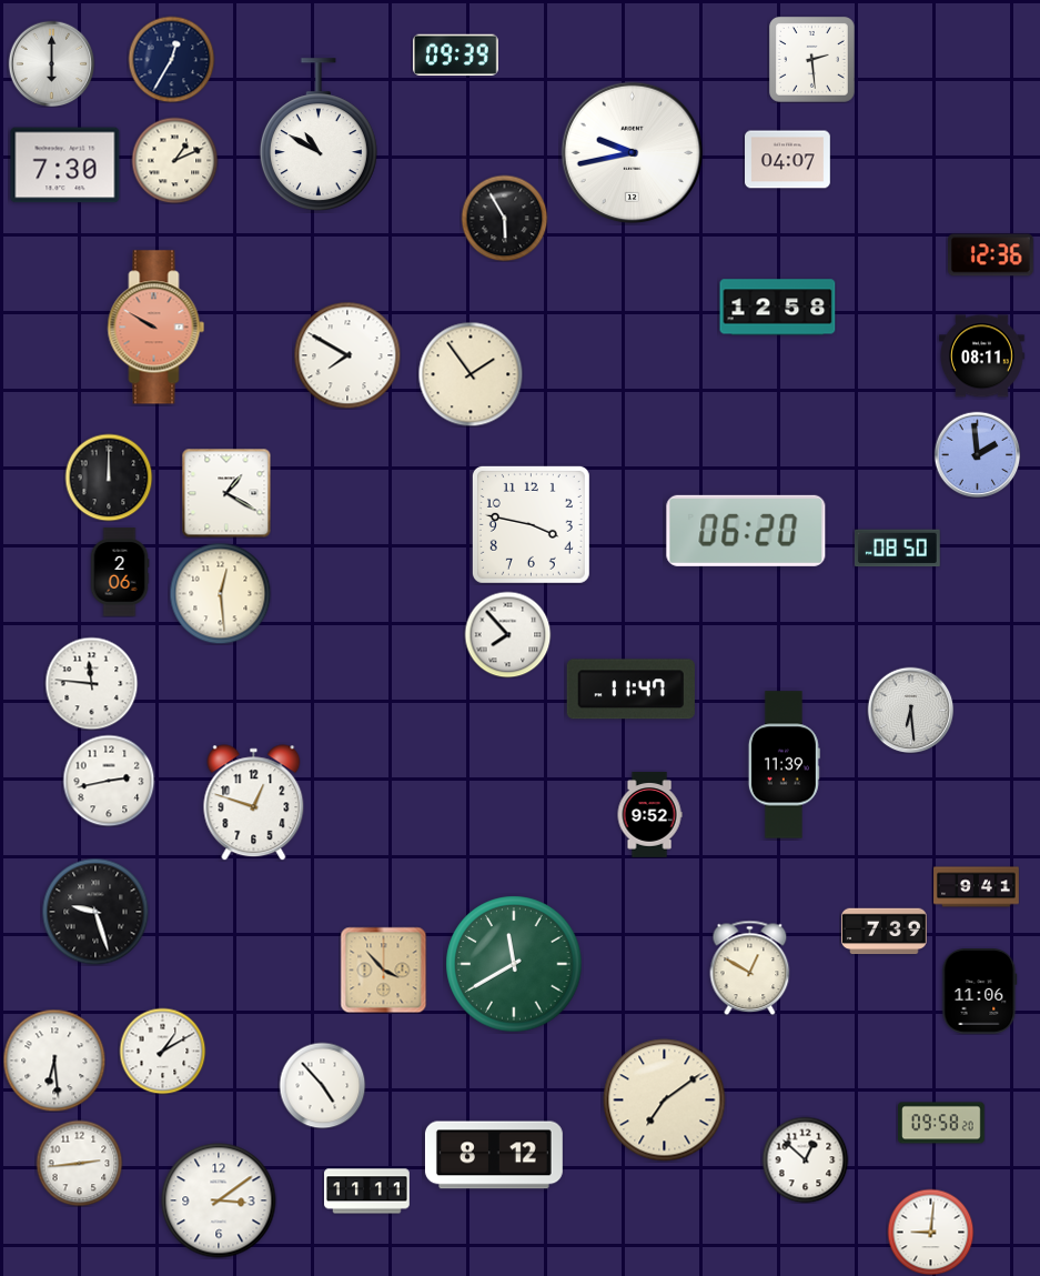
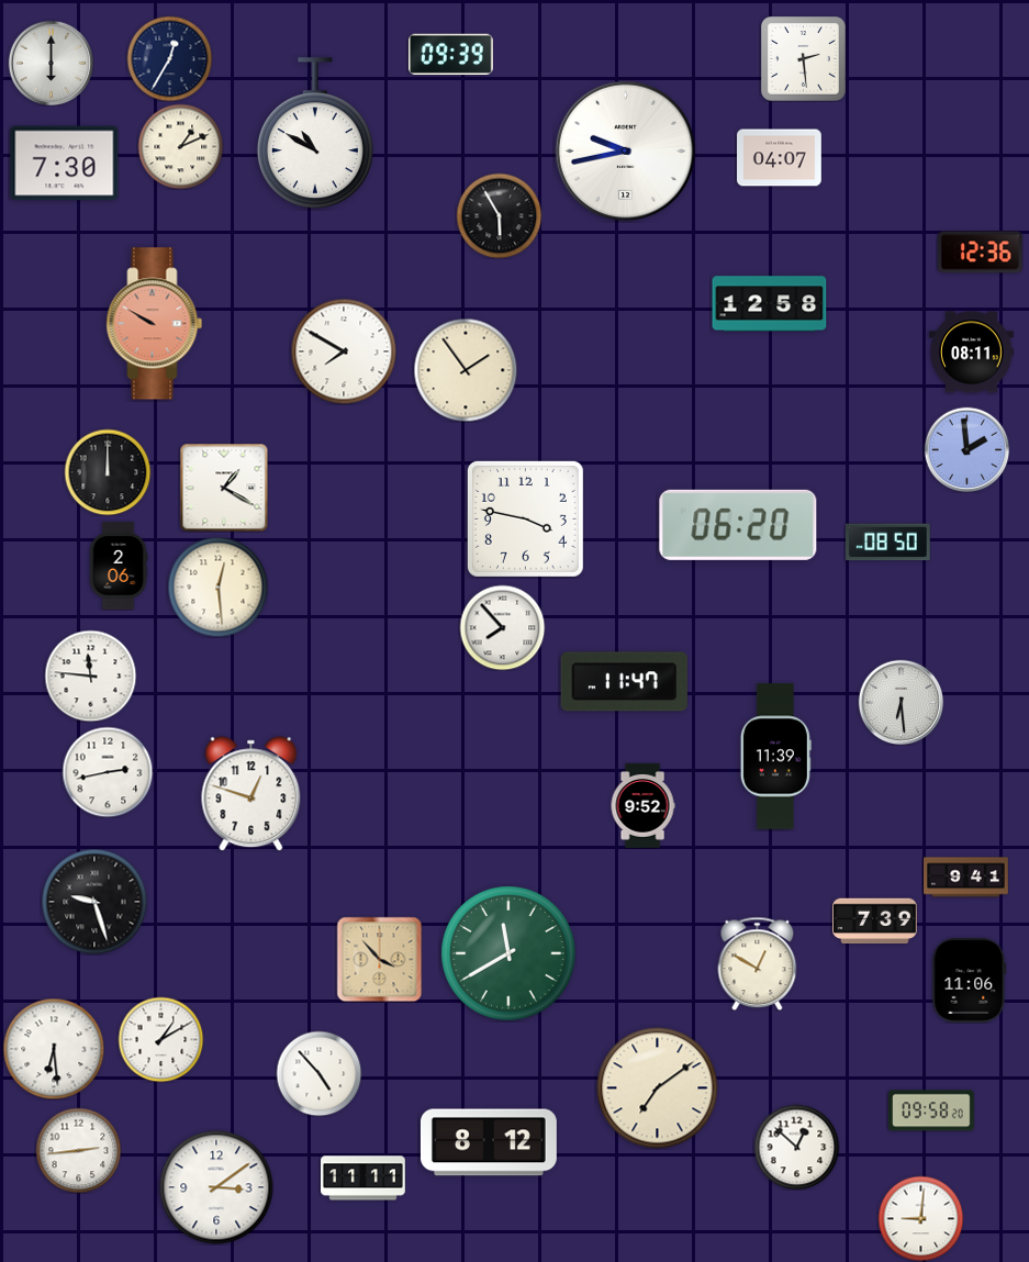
clock at (174, 160) position: (174, 160) -> (180, 146)
clock at (750, 967) position: (750, 967) -> (758, 963)
